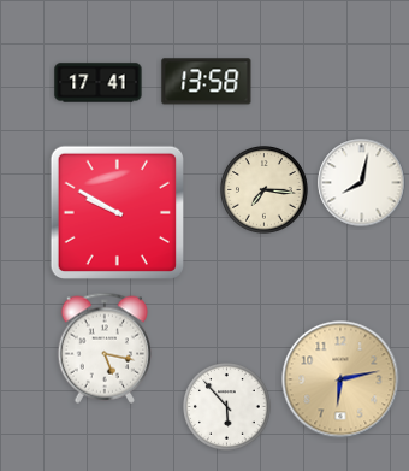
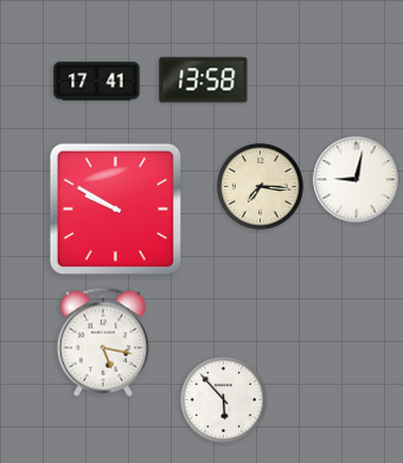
clock at (362, 183): 8:02 -> 9:02
clock at (340, 379): 6:13 -> none
